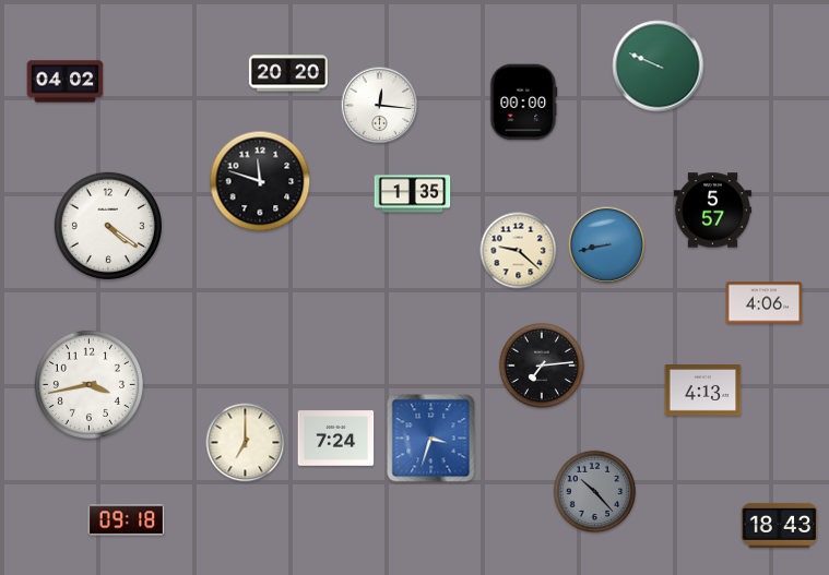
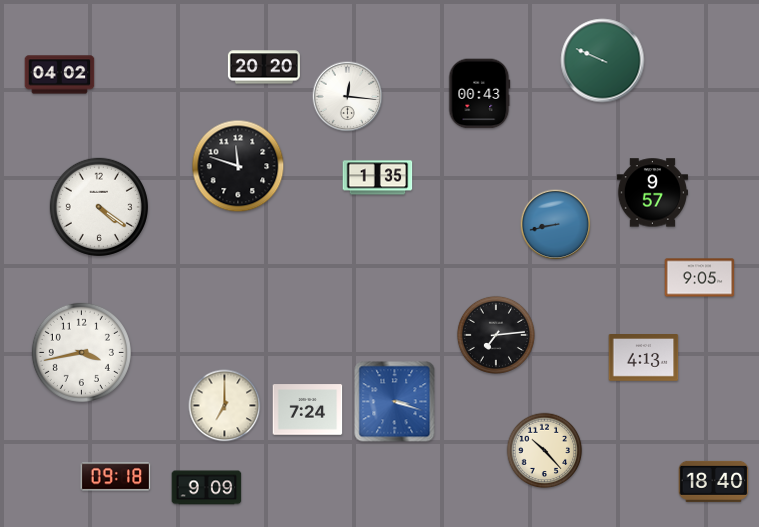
clock at (523, 103): 00:00 -> 00:43
clock at (712, 211): 5:57 -> 9:57
clock at (519, 251): 9:22 -> none
clock at (765, 303): 4:06 -> 9:05
clock at (336, 439) position: (336, 439) -> (308, 410)
clock at (431, 439): 3:33 -> 3:18
clock at (595, 492) dial: grey -> cream
clock at (780, 525): 18:43 -> 18:40
clock at (207, 488): none -> 9:09
